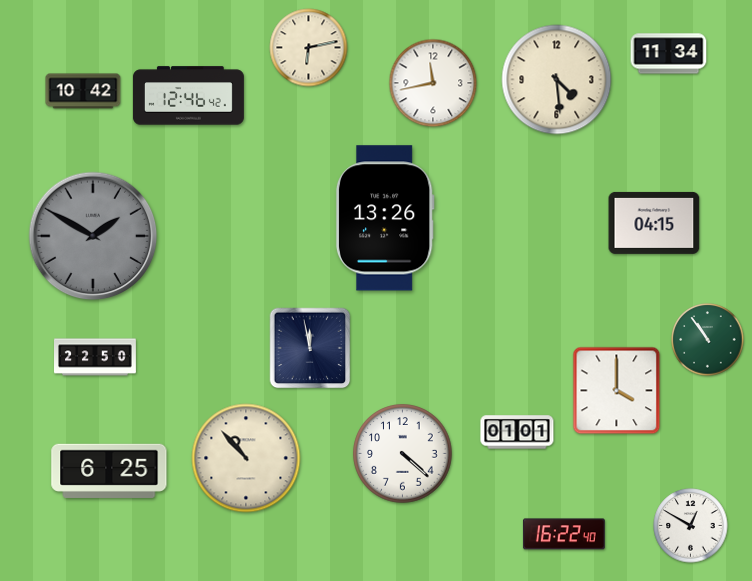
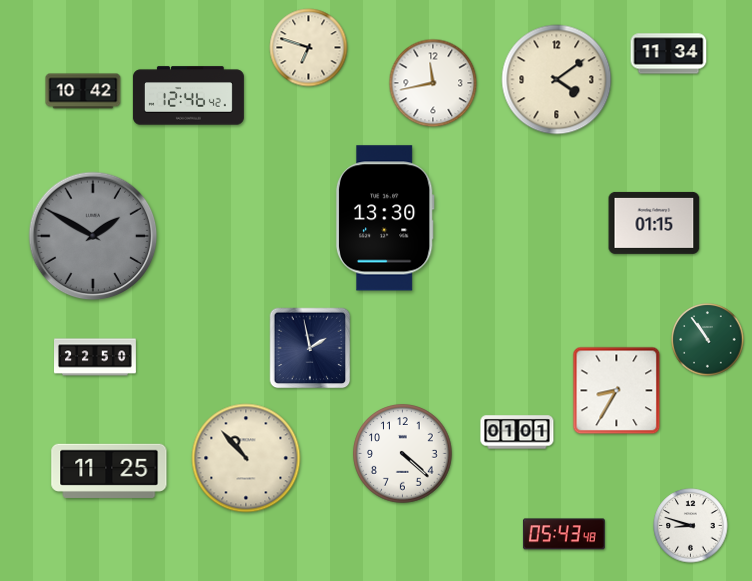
clock at (309, 48): 6:13 -> 6:48
clock at (557, 80): 4:29 -> 4:09
clock at (385, 218): 13:26 -> 13:30
clock at (654, 223): 04:15 -> 01:15
clock at (310, 348): 11:58 -> 1:58
clock at (617, 391): 4:00 -> 8:35
clock at (109, 471): 6:25 -> 11:25
clock at (691, 526): 12:50 -> 8:48
clock at (564, 534): 16:22 -> 05:43
